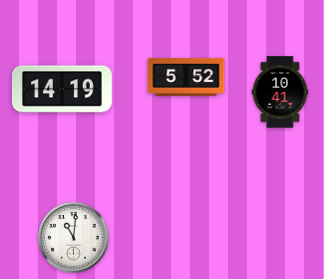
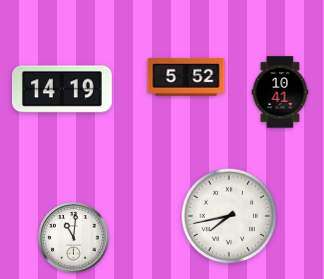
clock at (229, 216): none -> 7:43
